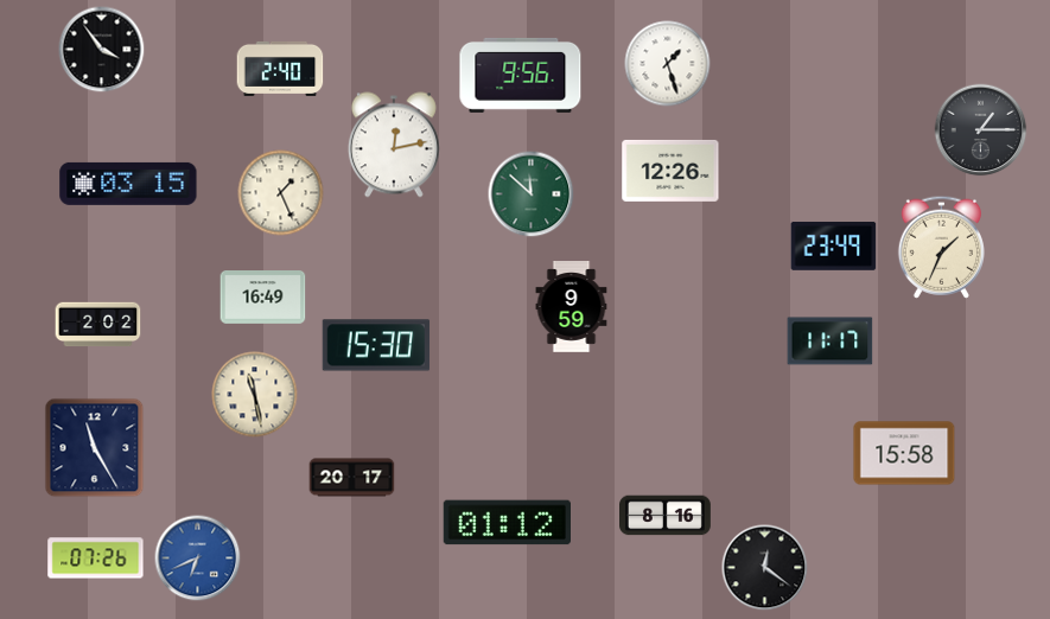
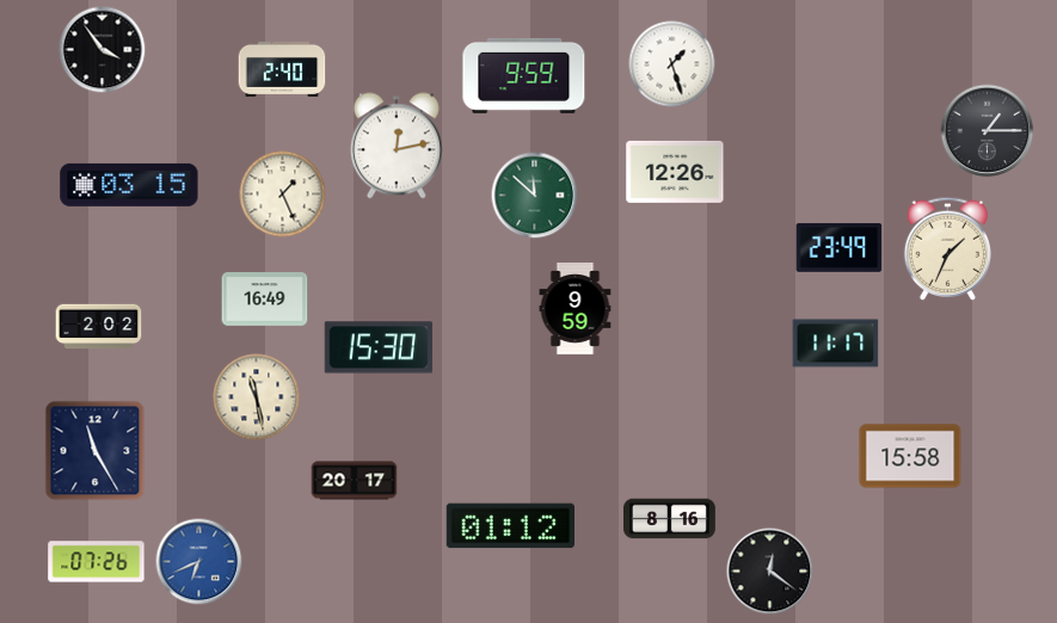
clock at (521, 75): 9:56 -> 9:59
